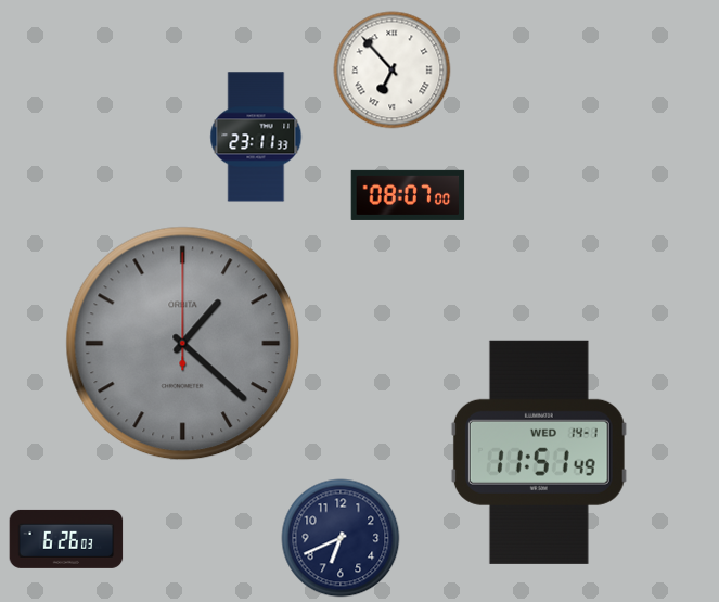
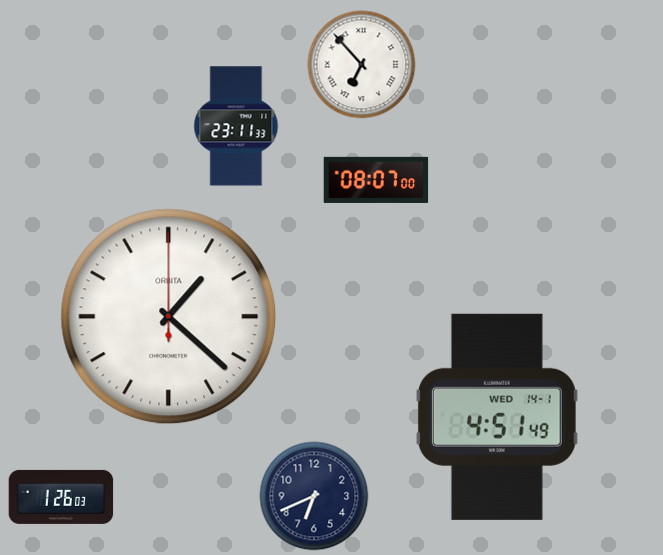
clock at (183, 344) dial: grey -> white
clock at (539, 452): 11:51 -> 4:51
clock at (66, 539): 6:26 -> 1:26
